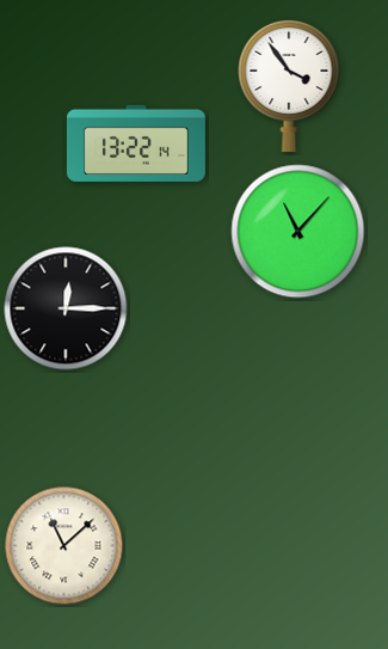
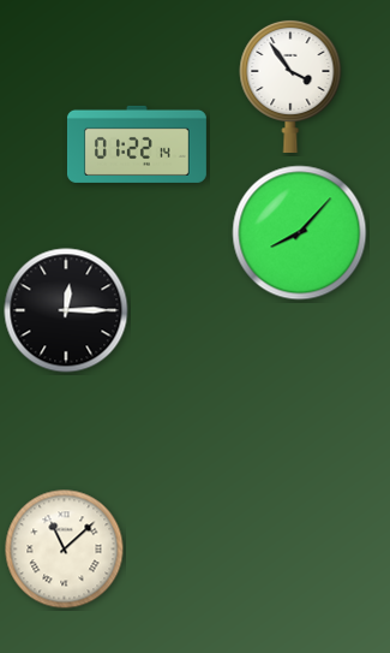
clock at (136, 143): 13:22 -> 01:22
clock at (298, 232): 11:07 -> 8:07
